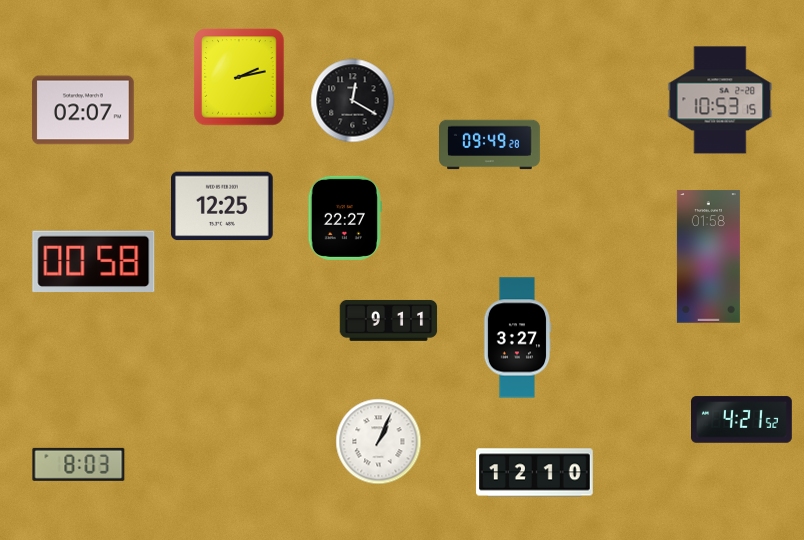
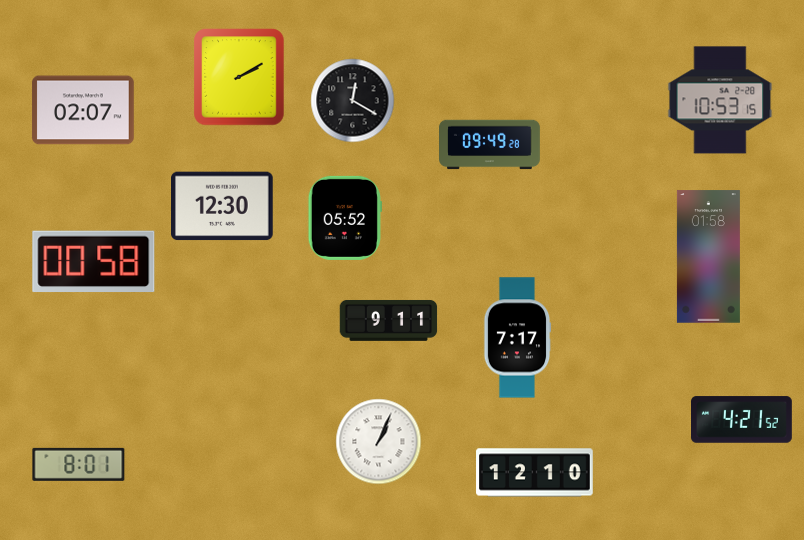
clock at (239, 77): 2:13 -> 2:10
clock at (223, 206): 12:25 -> 12:30
clock at (345, 218): 22:27 -> 05:52
clock at (517, 338): 3:27 -> 7:17
clock at (79, 464): 8:03 -> 8:01
